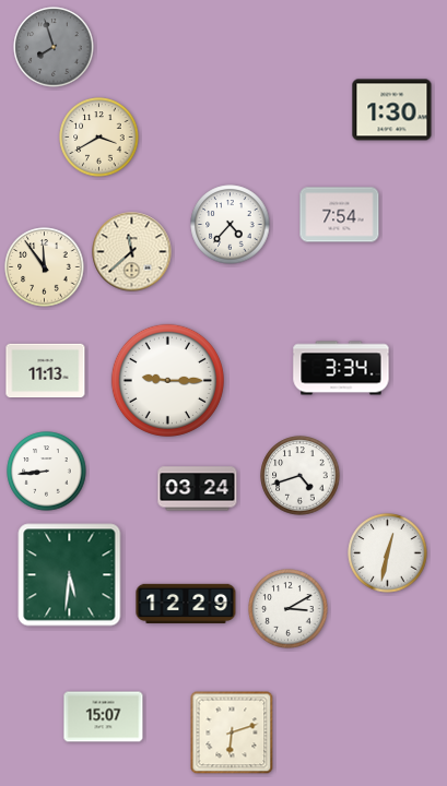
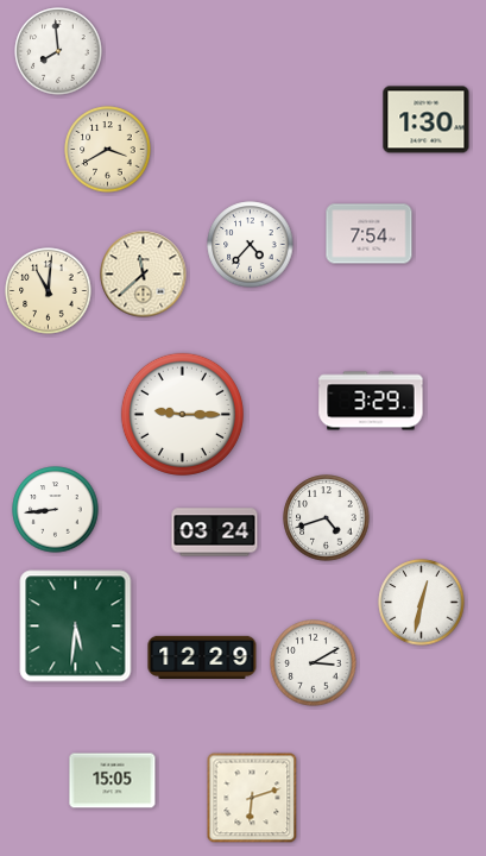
clock at (54, 47): 7:57 -> 7:59
clock at (54, 47) dial: grey -> white
clock at (45, 267): 11:54 -> 11:01
clock at (341, 368): 3:34 -> 3:29
clock at (46, 371): 11:13 -> none
clock at (47, 472) position: (47, 472) -> (56, 510)
clock at (104, 717): 15:07 -> 15:05
